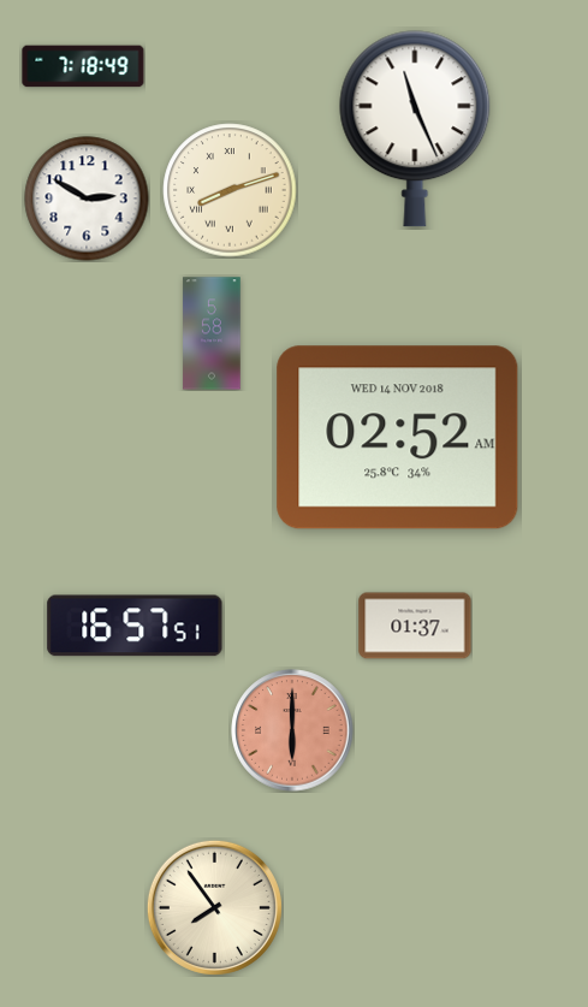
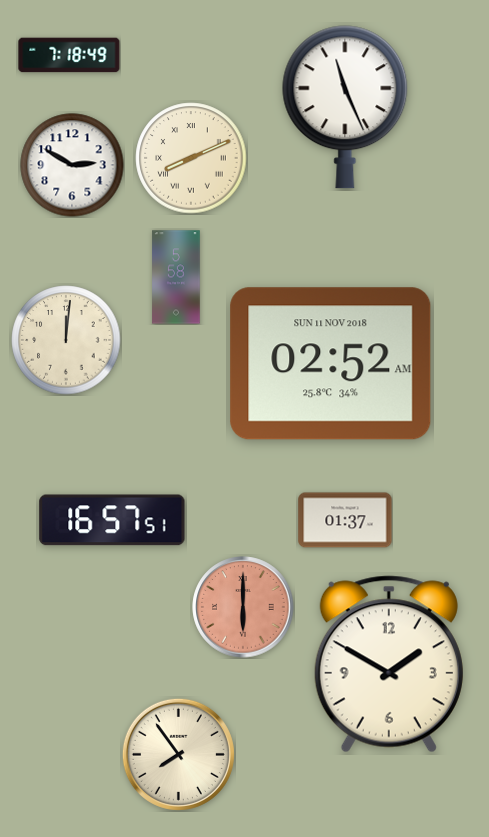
clock at (230, 190): 8:12 -> 8:11
clock at (66, 340): none -> 12:01
clock at (398, 438) date: WED 14 NOV 2018 -> SUN 11 NOV 2018
clock at (389, 664): none -> 1:50
